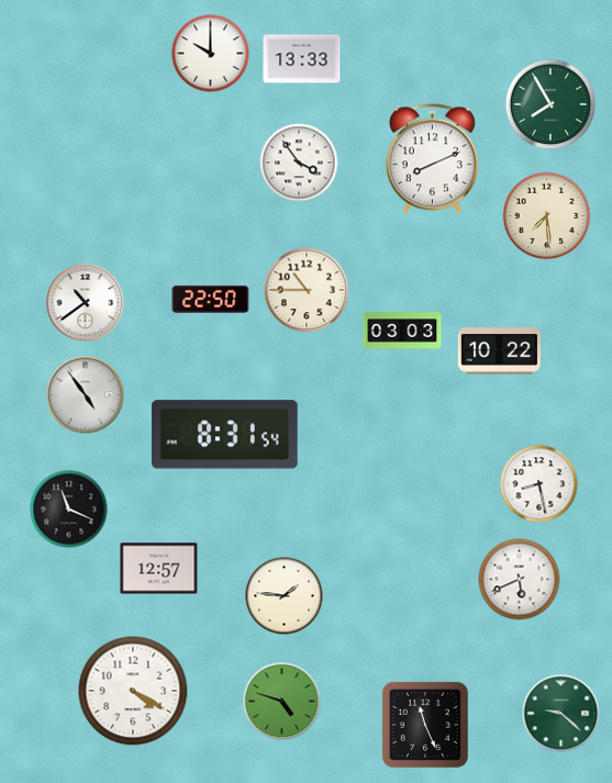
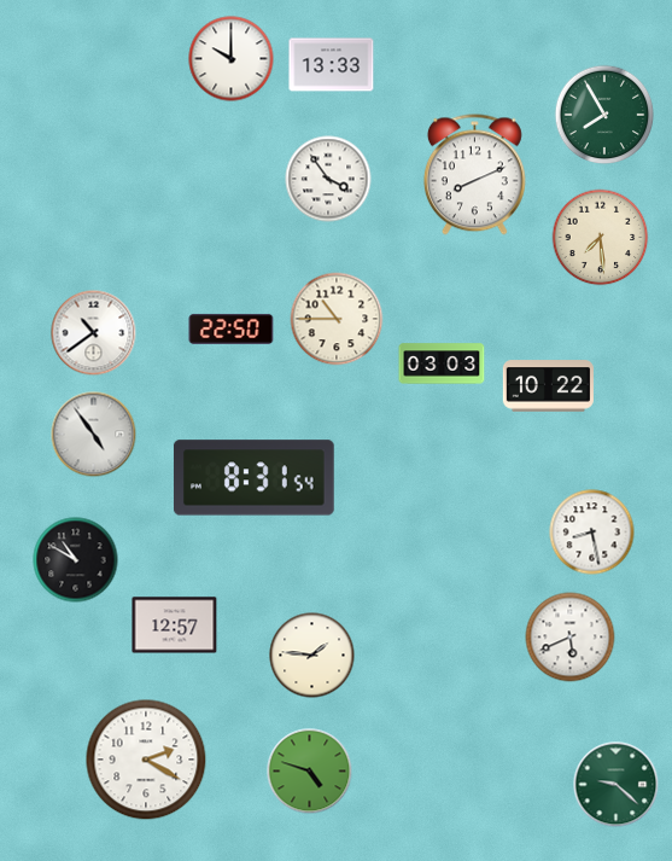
clock at (224, 435) position: (224, 435) -> (253, 478)
clock at (69, 510): 11:19 -> 10:50
clock at (133, 691): 4:20 -> 2:20
clock at (425, 725): 11:26 -> none
